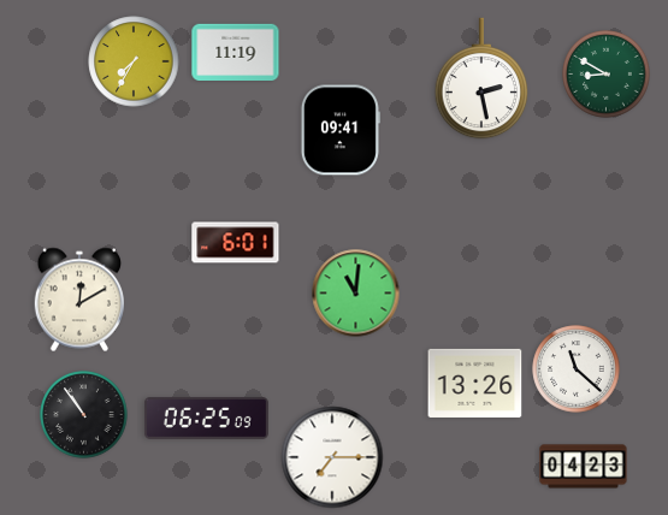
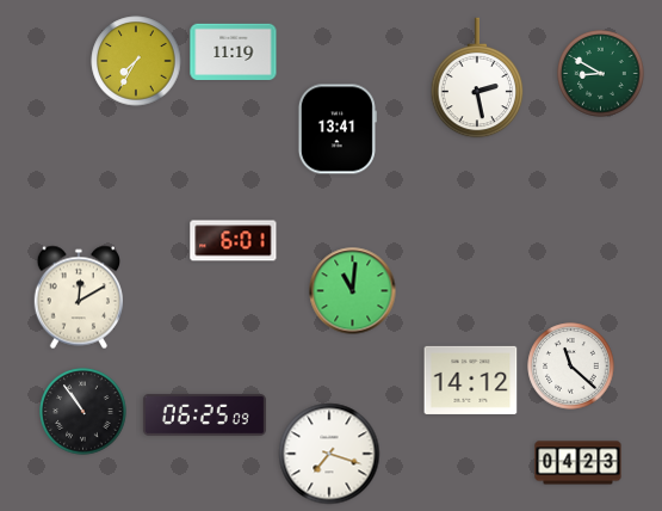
clock at (134, 61) position: (134, 61) -> (136, 61)
clock at (341, 130): 09:41 -> 13:41
clock at (475, 383): 13:26 -> 14:12
clock at (332, 457): 7:15 -> 7:18
